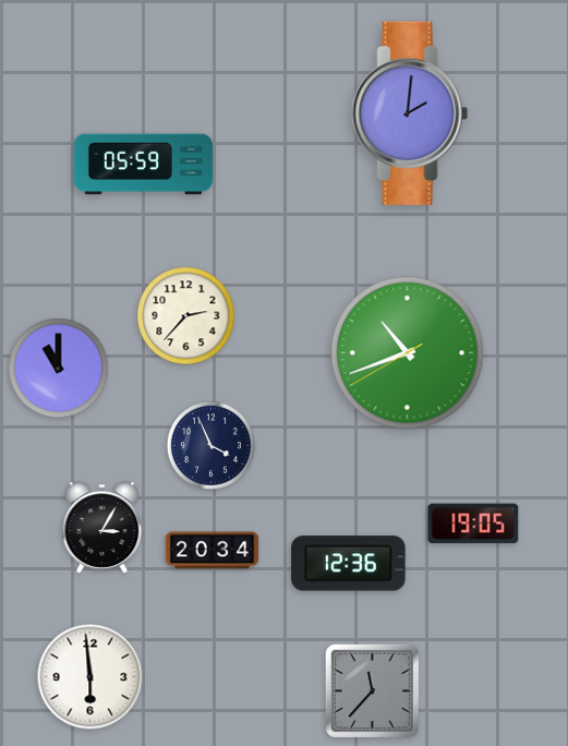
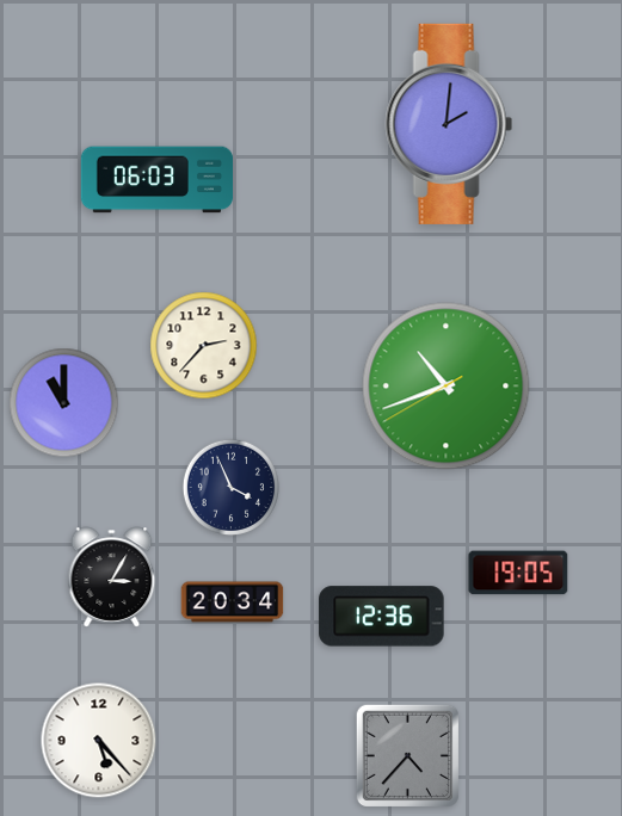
clock at (143, 165): 05:59 -> 06:03
clock at (90, 677): 5:59 -> 5:23
clock at (372, 690): 11:37 -> 4:37
